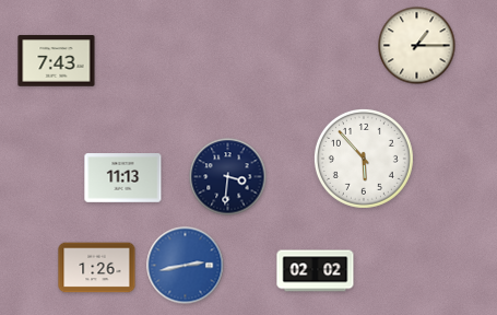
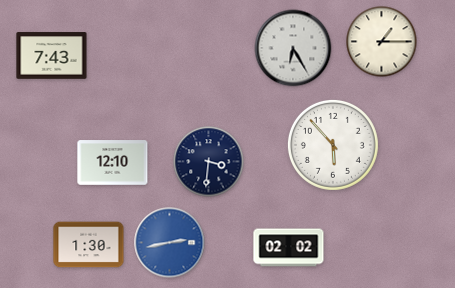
clock at (293, 48): none -> 6:25
clock at (123, 178): 11:13 -> 12:10
clock at (97, 268): 1:26 -> 1:30
